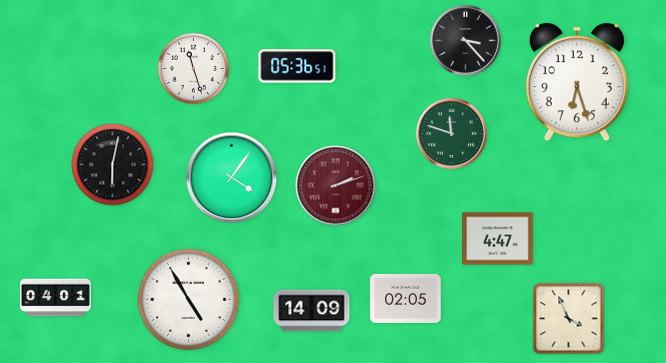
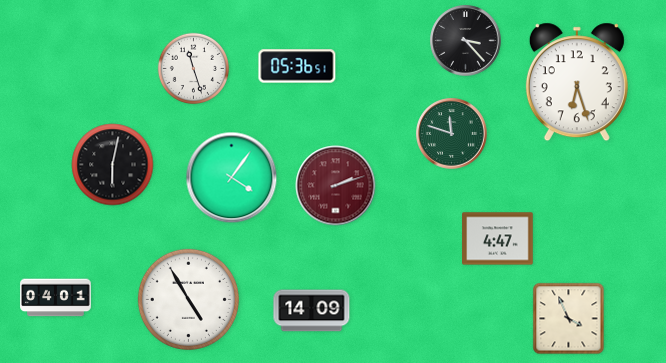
clock at (406, 298): 02:05 -> none
